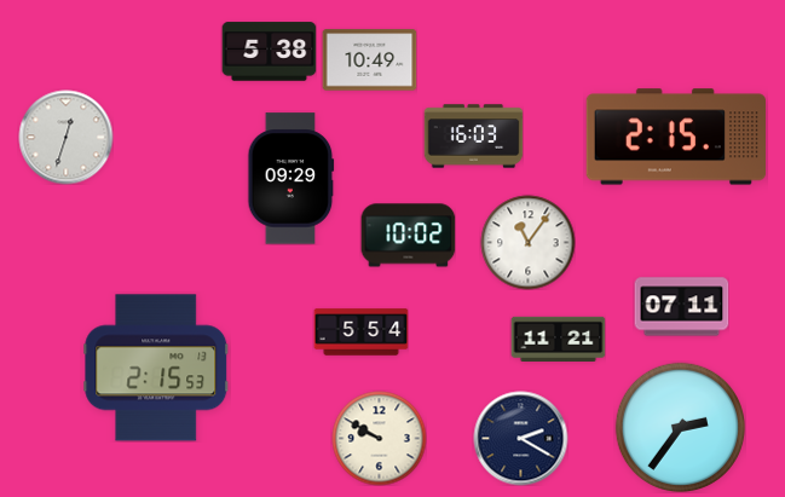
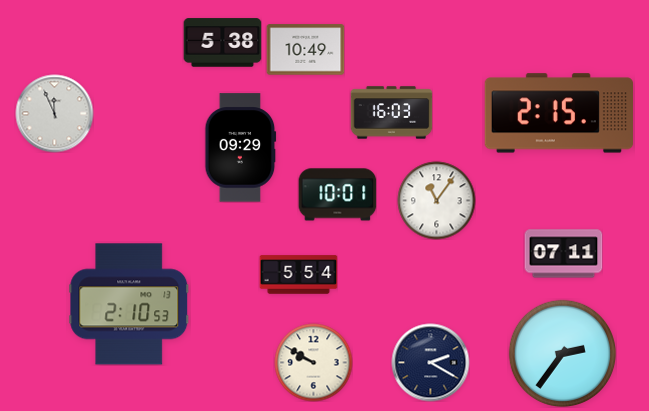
clock at (65, 137): 12:33 -> 11:56
clock at (408, 236): 10:02 -> 10:01
clock at (558, 339): 11:21 -> none
clock at (156, 368): 2:15 -> 2:10
